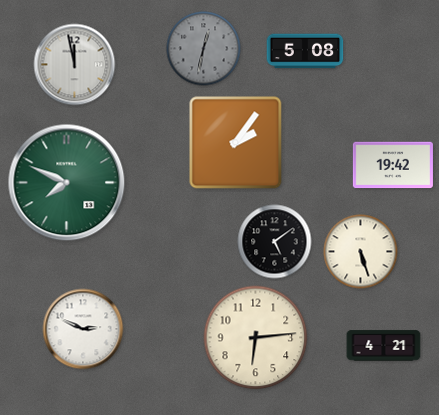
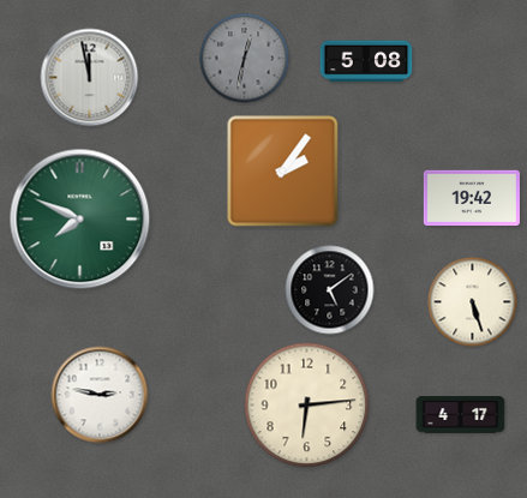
clock at (361, 252) position: (361, 252) -> (473, 302)
clock at (83, 329): 2:49 -> 2:47
clock at (384, 346): 4:21 -> 4:17
